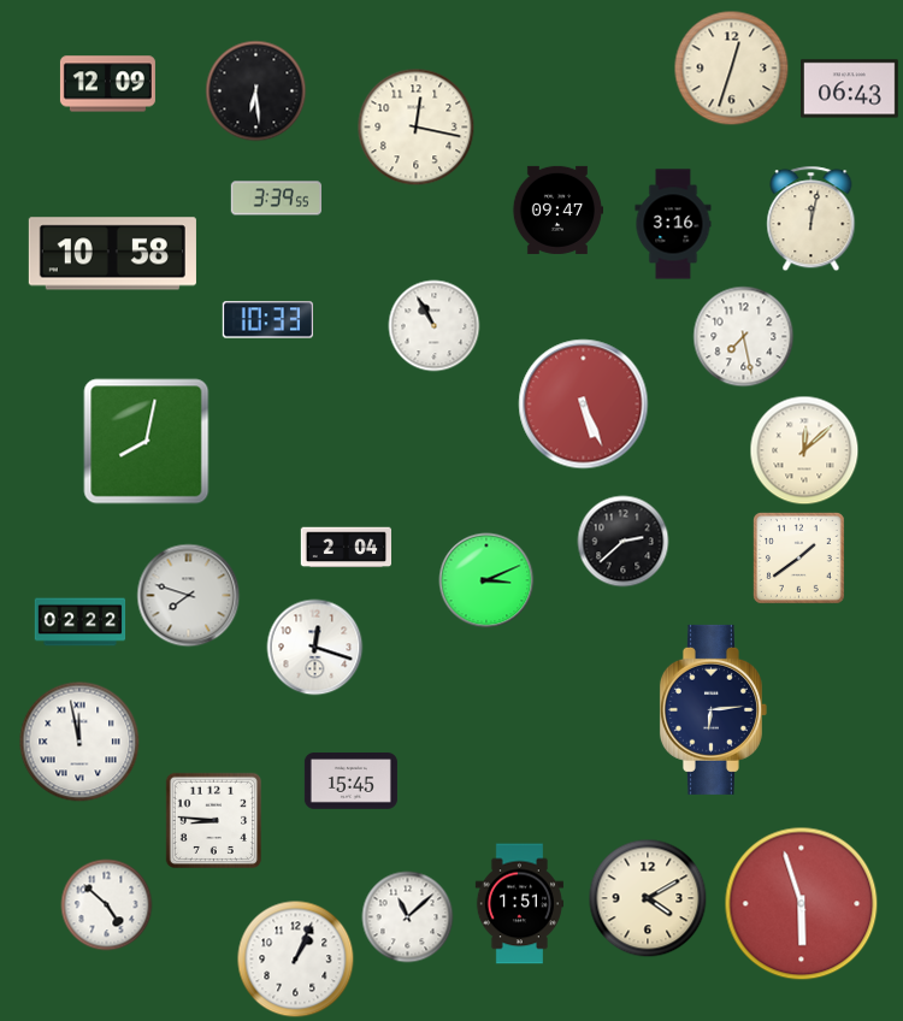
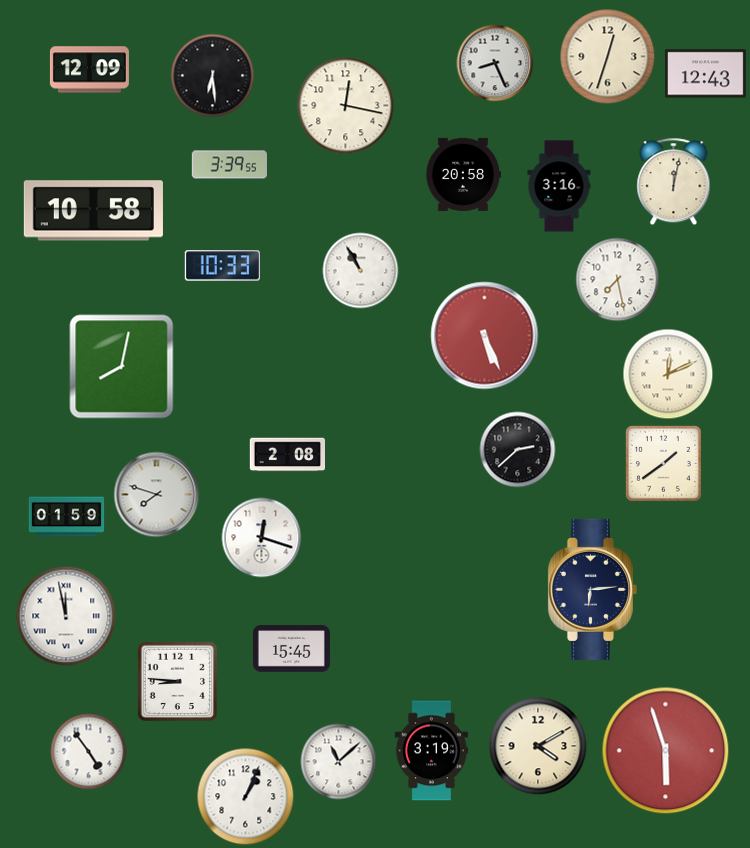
clock at (495, 63): none -> 8:26
clock at (850, 89): 06:43 -> 12:43
clock at (556, 209): 09:47 -> 20:58
clock at (804, 450): 12:08 -> 12:11
clock at (347, 548): 2:04 -> 2:08
clock at (486, 580): 3:11 -> none
clock at (81, 622): 02:22 -> 01:59
clock at (519, 904): 1:51 -> 3:19
clock at (107, 905): 4:52 -> 4:54
